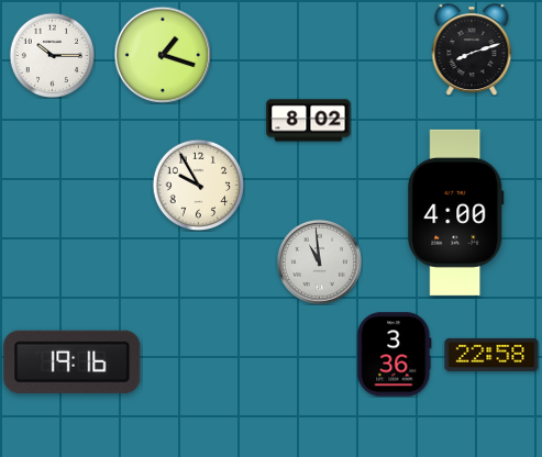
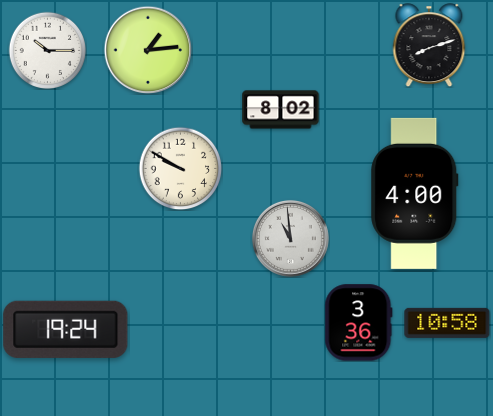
clock at (163, 55): 1:18 -> 1:14
clock at (198, 185): 9:55 -> 9:50
clock at (491, 355): 22:58 -> 10:58
clock at (73, 361): 19:16 -> 19:24
